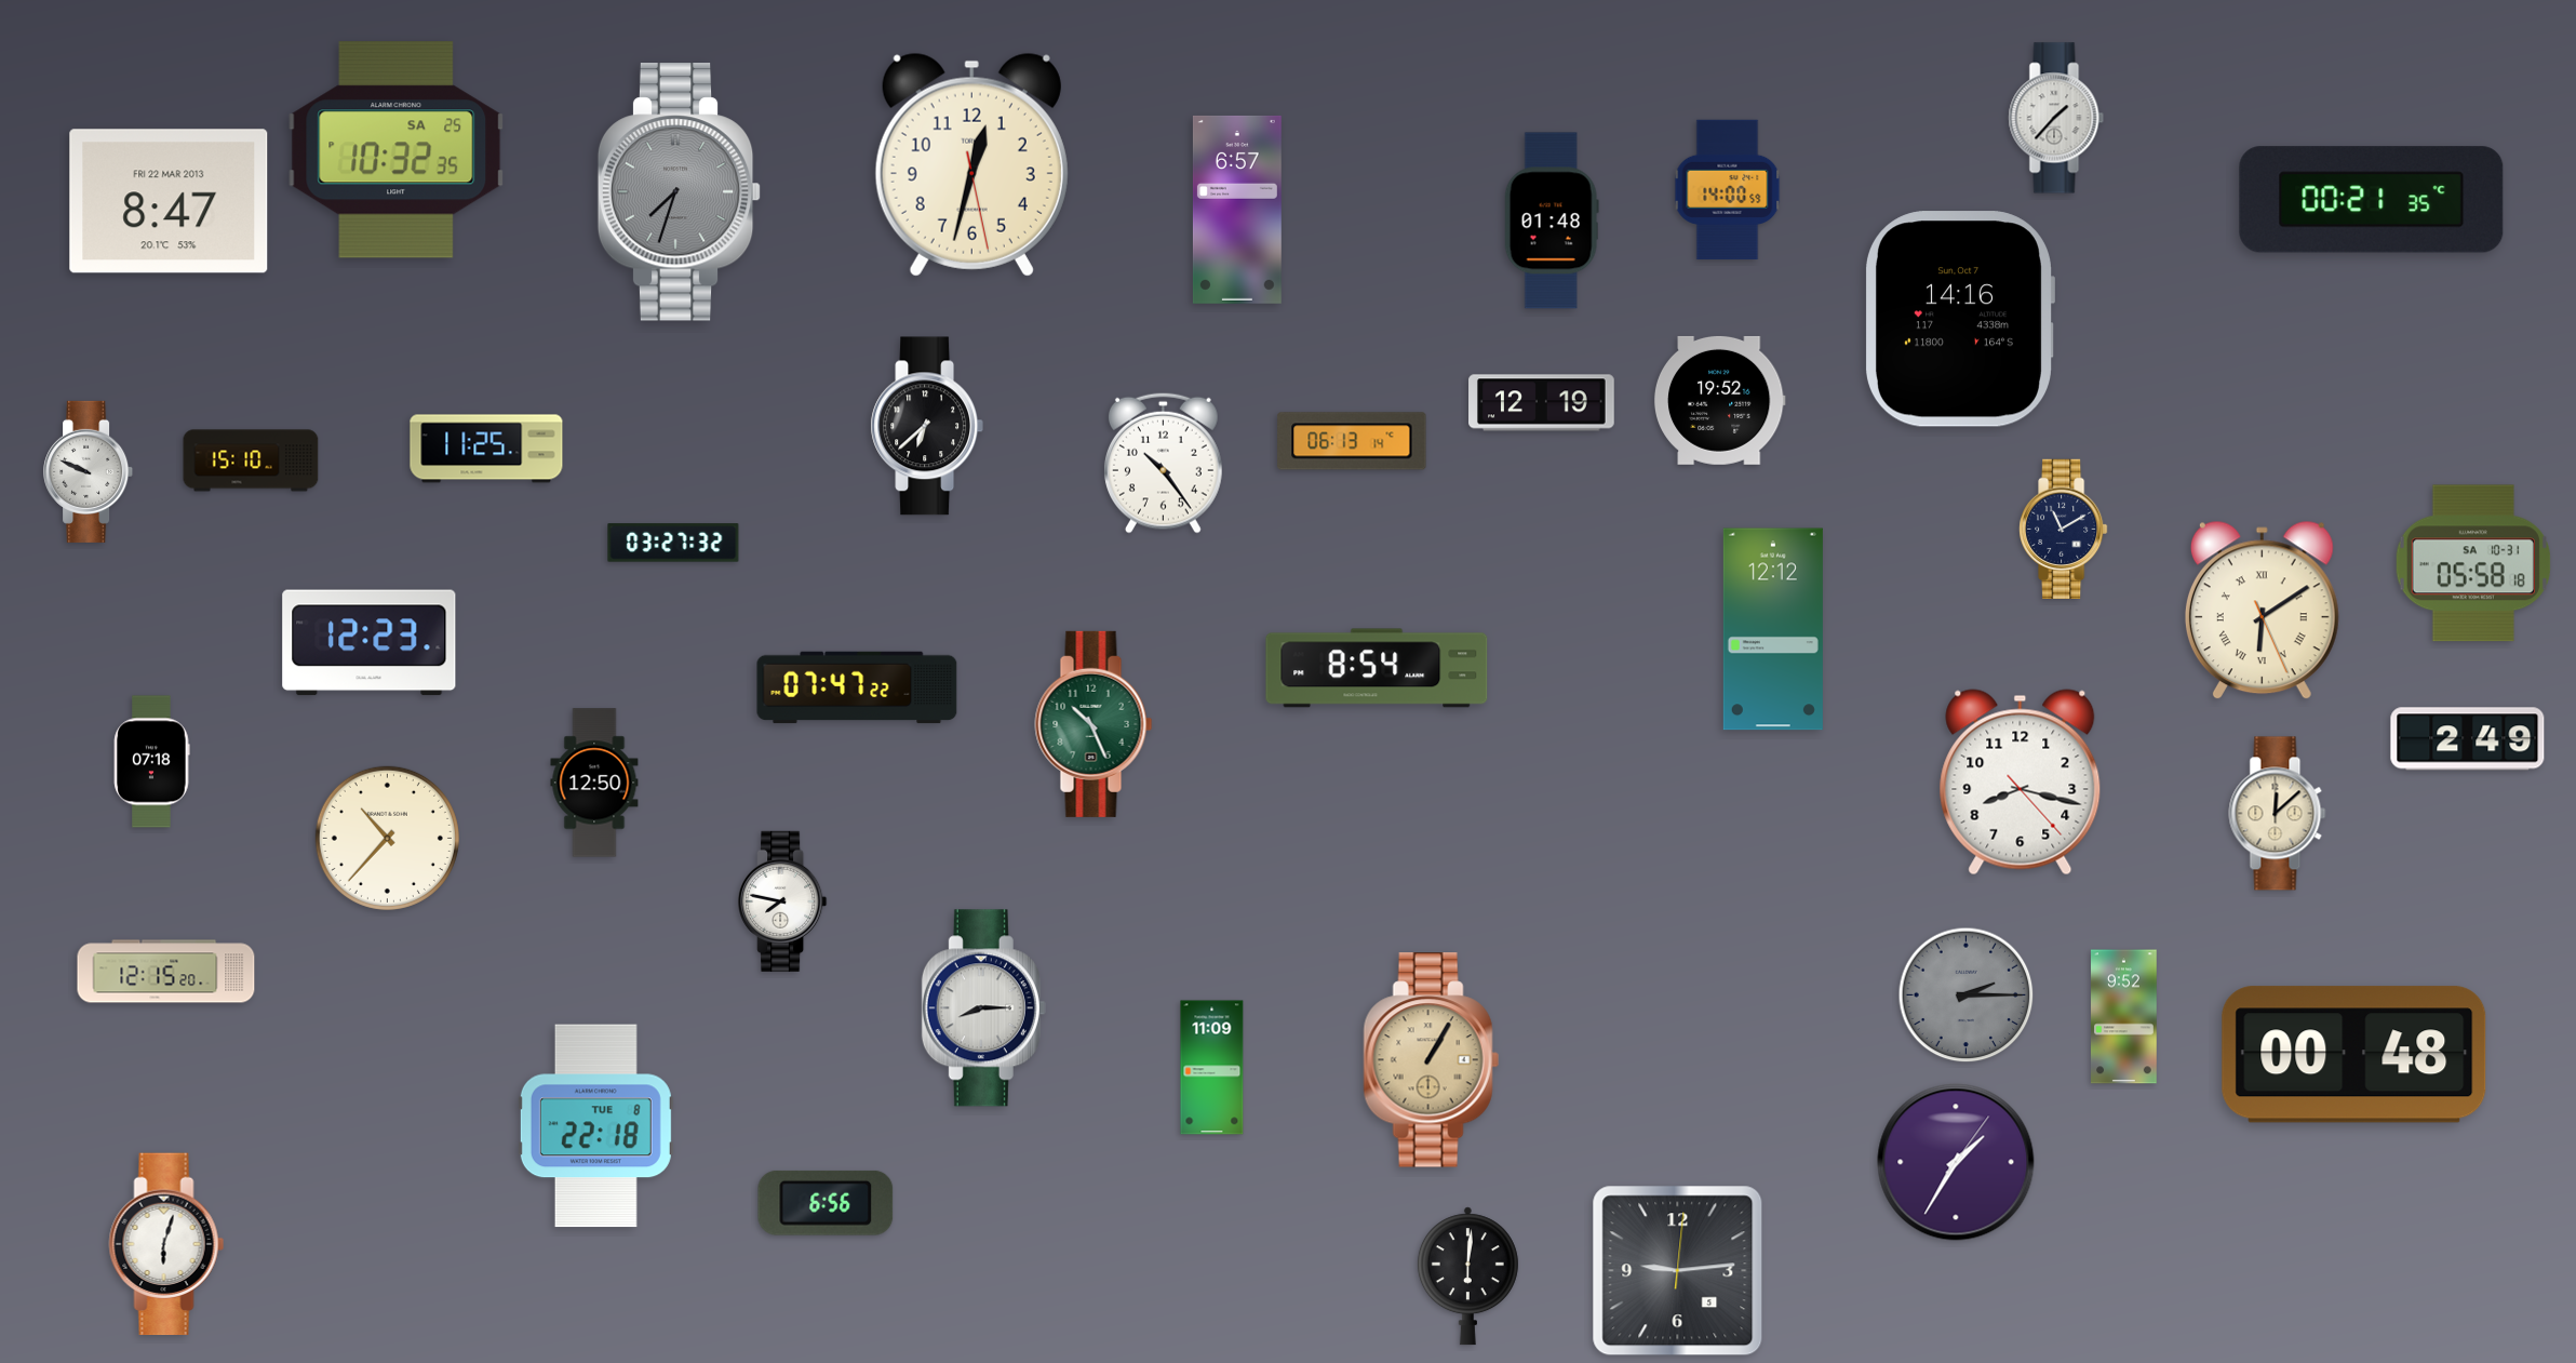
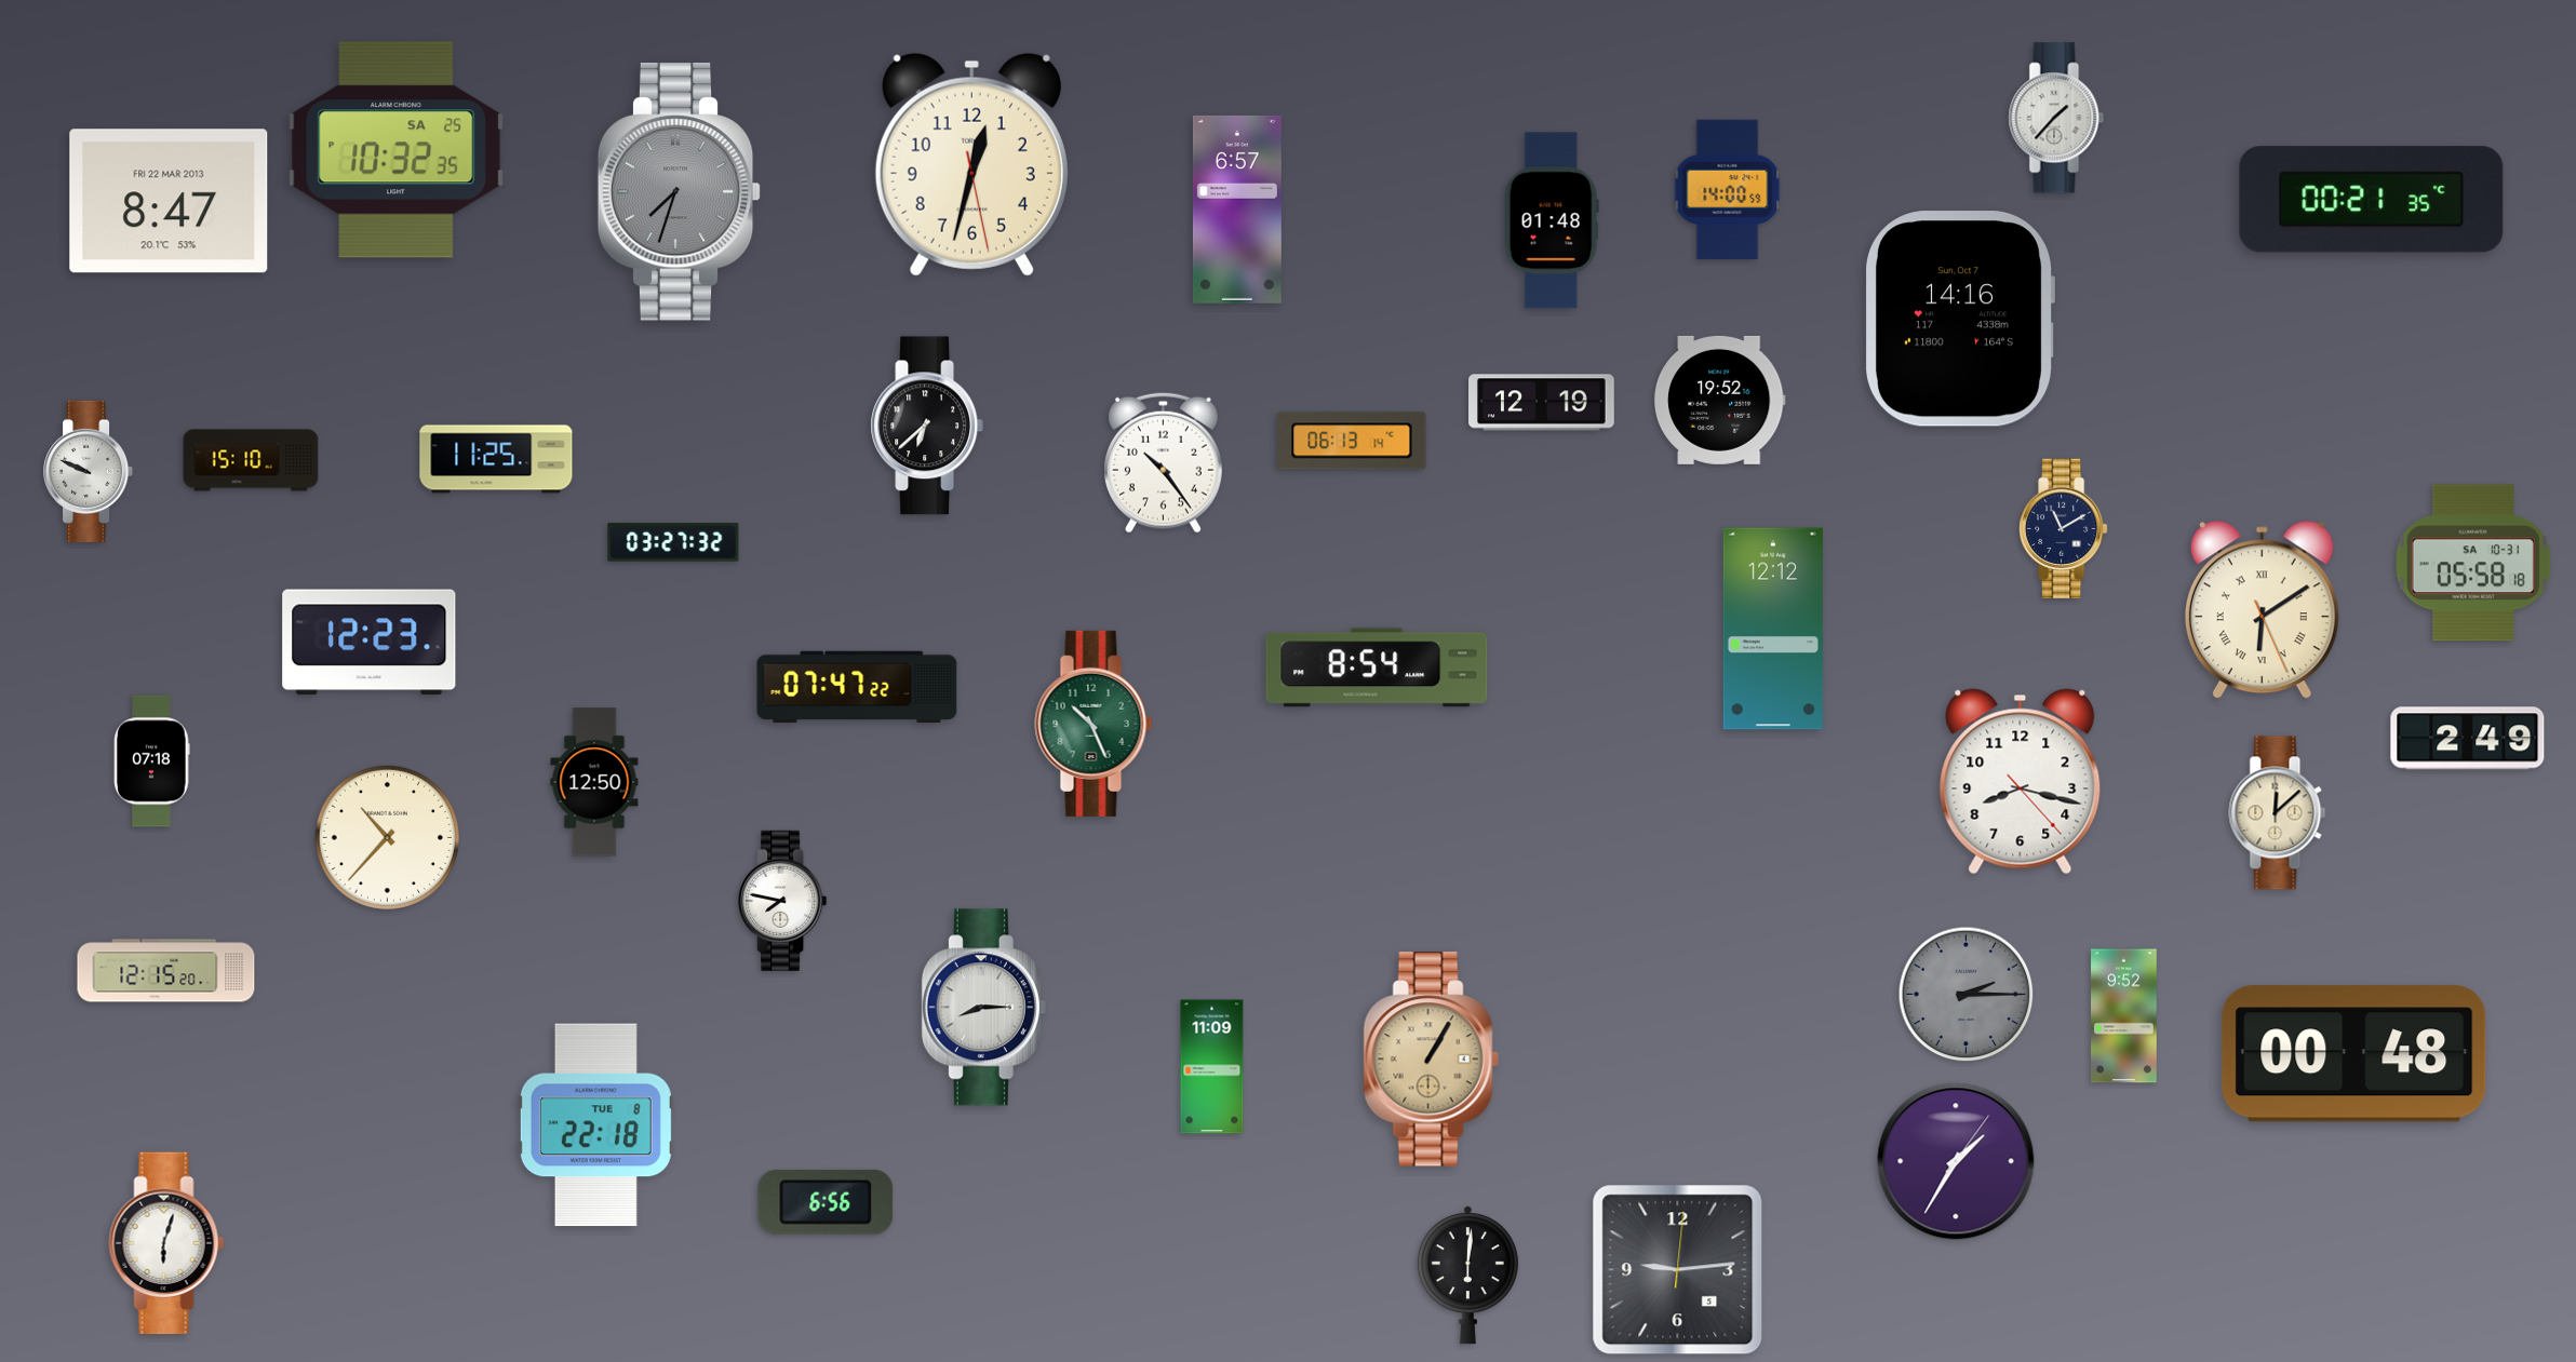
clock at (486, 449) position: (486, 449) -> (496, 459)
